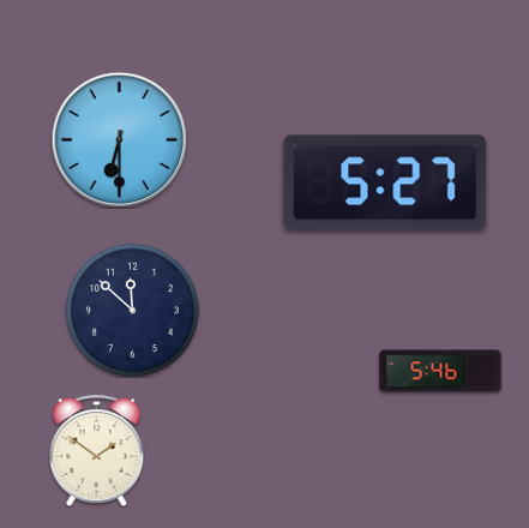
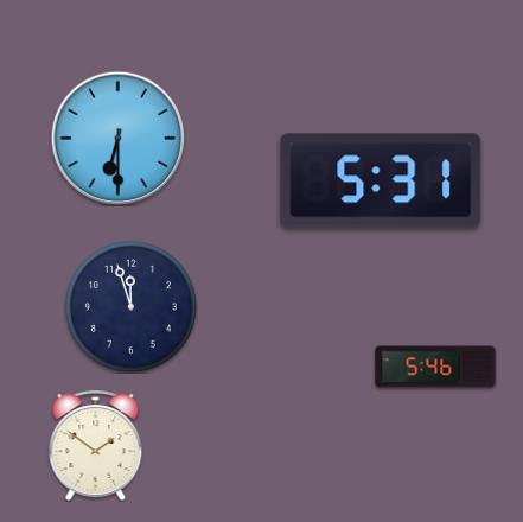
clock at (385, 182): 5:27 -> 5:31
clock at (132, 310): 11:52 -> 11:57
